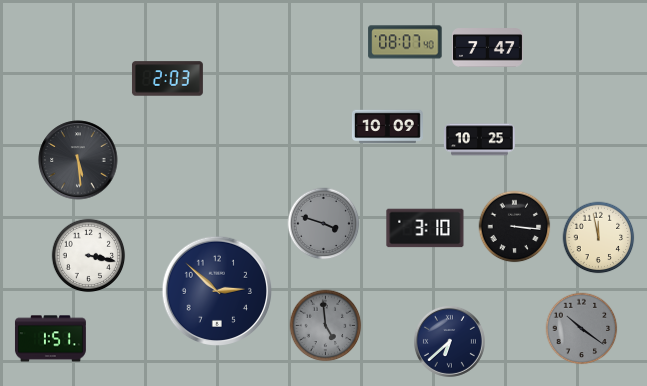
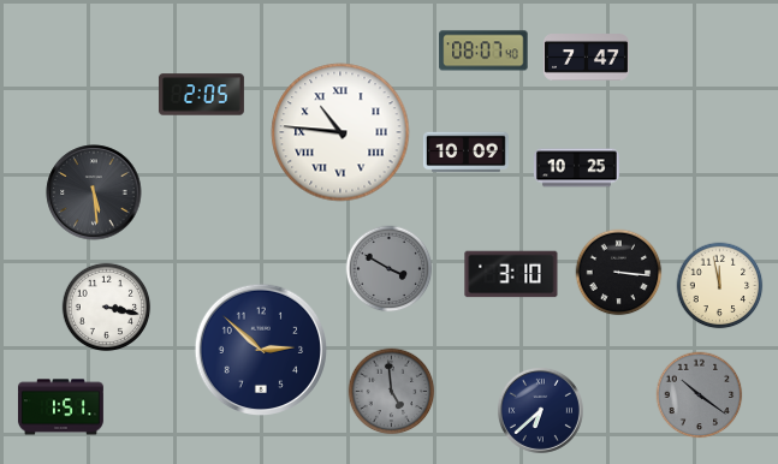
clock at (405, 42) position: (405, 42) -> (483, 50)
clock at (167, 79): 2:03 -> 2:05
clock at (340, 132): none -> 10:46
clock at (324, 224): 3:48 -> 3:50
